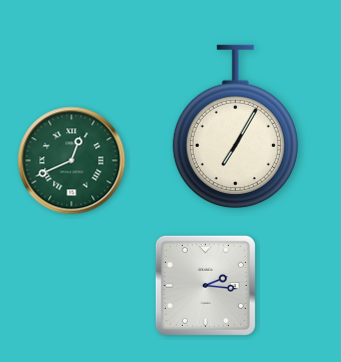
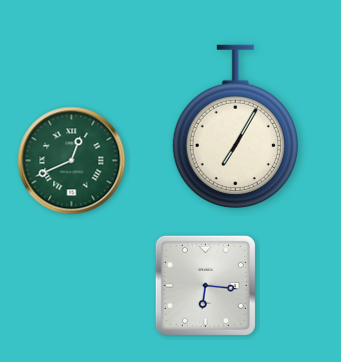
clock at (205, 285): 2:16 -> 6:16
